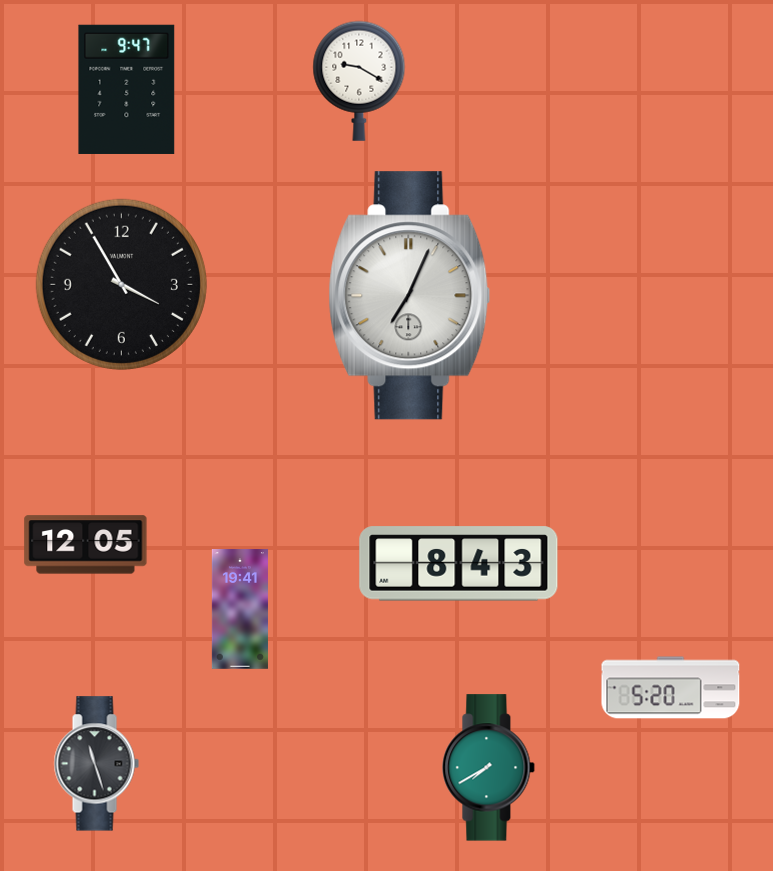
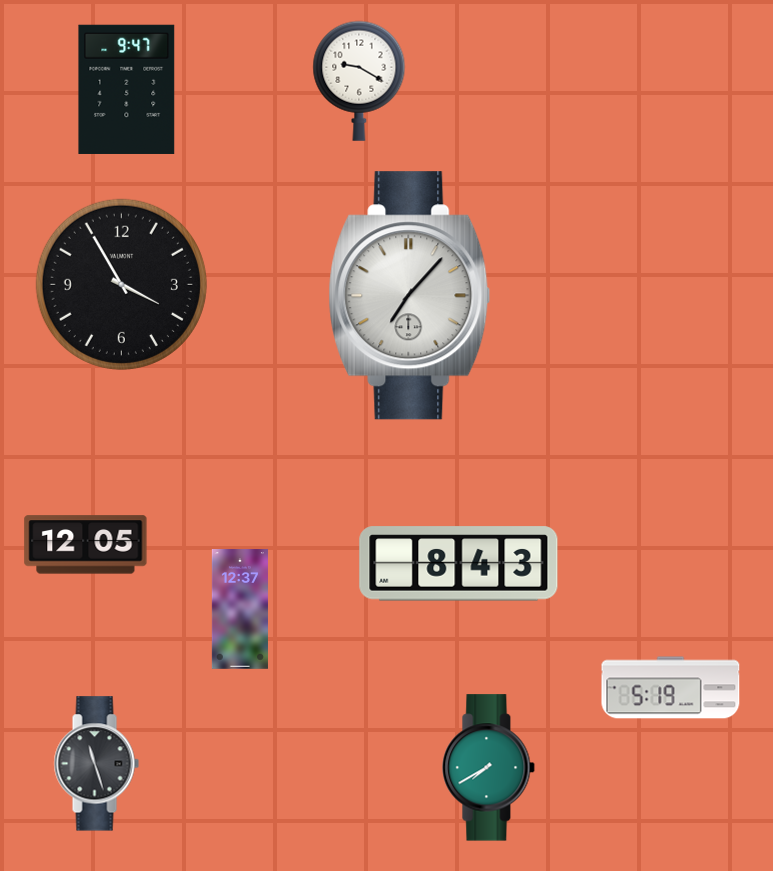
clock at (410, 296): 7:04 -> 7:07
clock at (240, 609): 19:41 -> 12:37
clock at (671, 688): 5:20 -> 5:19
